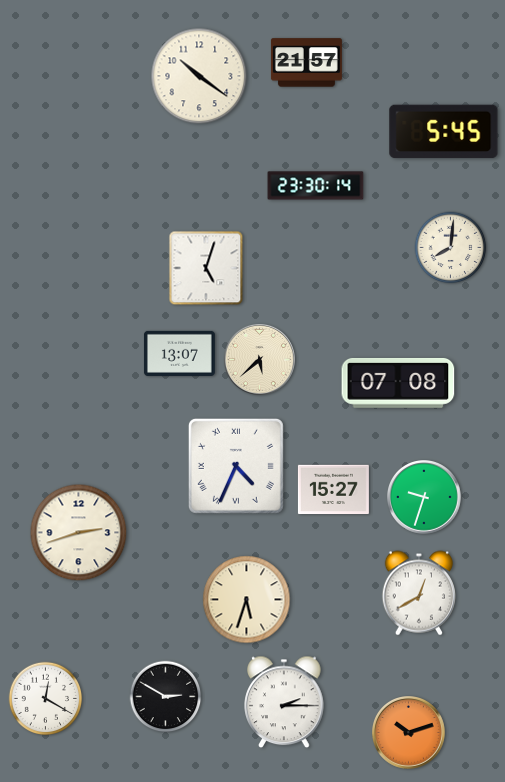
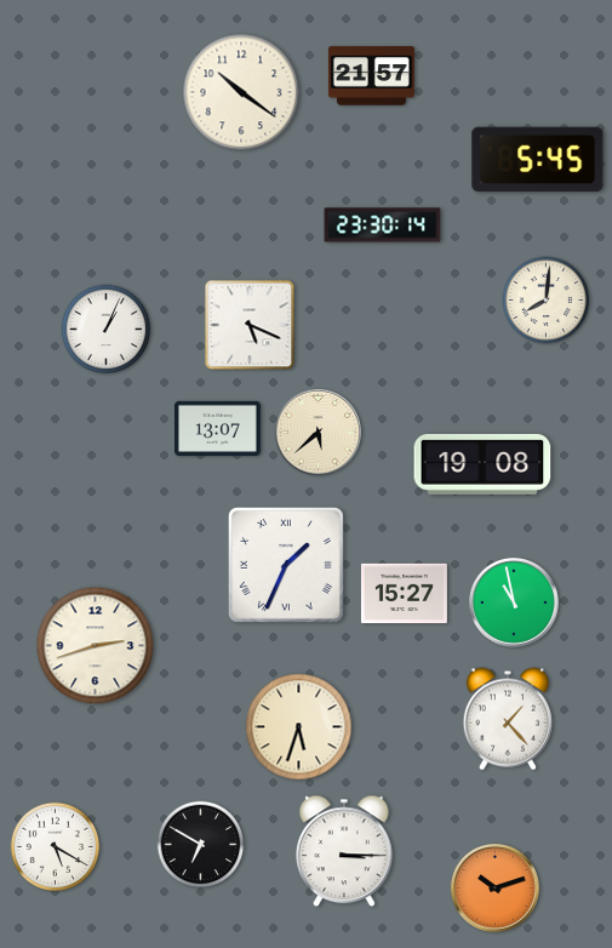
clock at (206, 268): 5:03 -> 5:19
clock at (107, 330): none -> 1:04
clock at (259, 359) position: (259, 359) -> (318, 432)
clock at (398, 383): 07:08 -> 19:08
clock at (236, 466): 4:34 -> 1:34
clock at (425, 498): 9:33 -> 10:58
clock at (418, 593): 12:40 -> 1:23
clock at (166, 697): 2:50 -> 6:50
clock at (46, 699): 12:20 -> 5:20
clock at (284, 702): 2:15 -> 3:15
